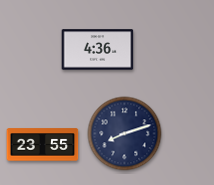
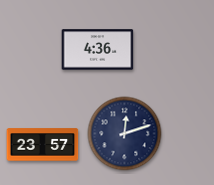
clock at (125, 134): 8:12 -> 12:12
clock at (43, 145): 23:55 -> 23:57
